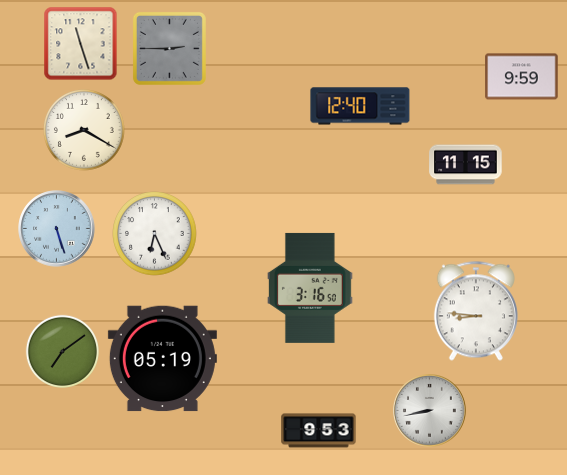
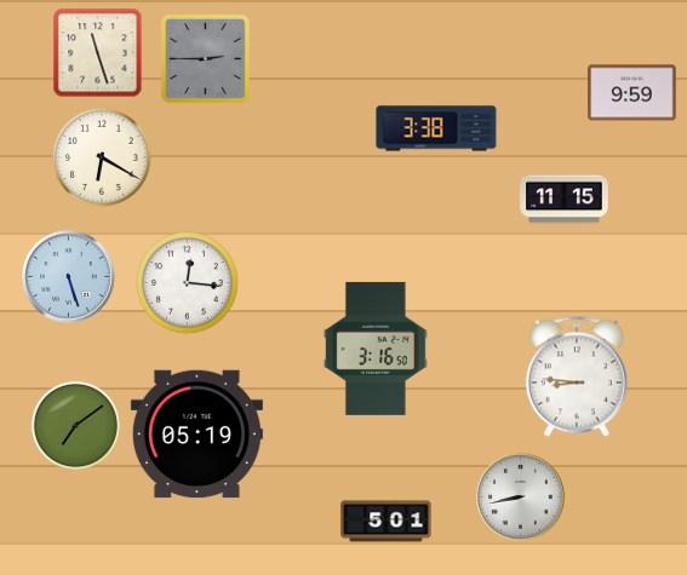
clock at (360, 106): 12:40 -> 3:38
clock at (84, 130): 8:20 -> 6:20
clock at (155, 234): 6:26 -> 12:16
clock at (319, 431): 9:53 -> 5:01
